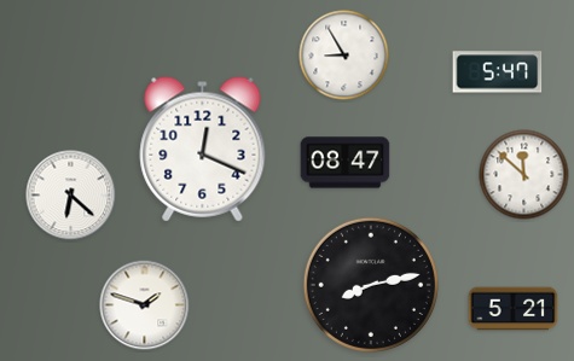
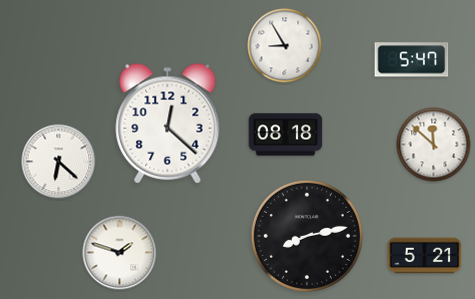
clock at (203, 150): 12:19 -> 12:22
clock at (346, 163): 08:47 -> 08:18
